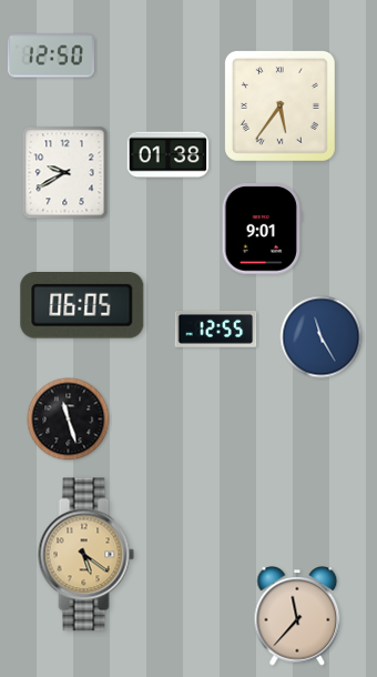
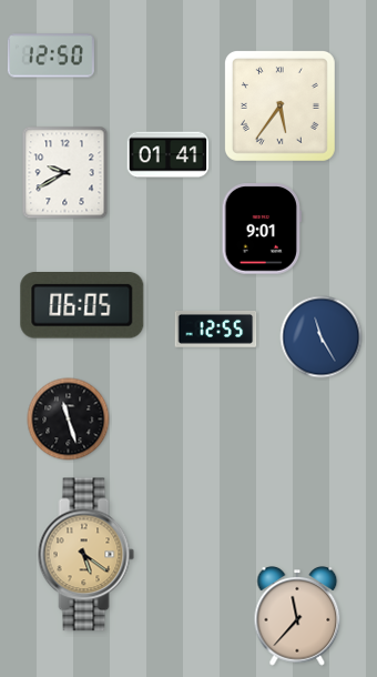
clock at (169, 155): 01:38 -> 01:41
